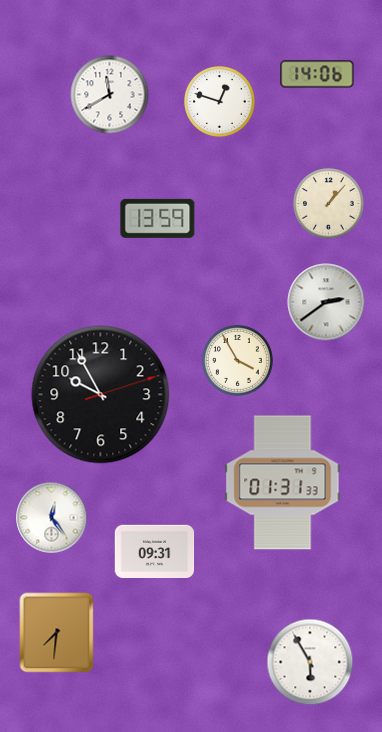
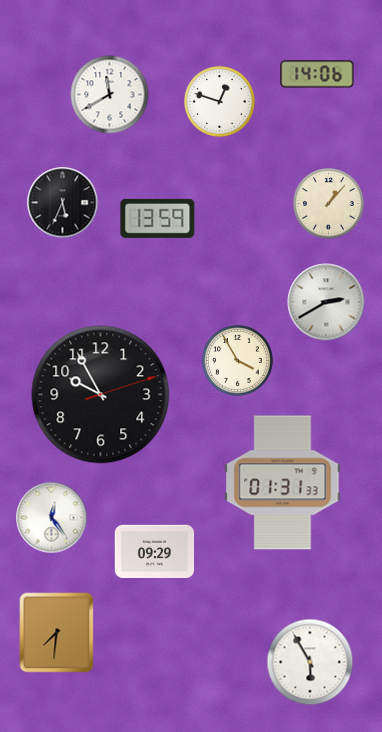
clock at (63, 203): none -> 5:34
clock at (326, 302): 2:39 -> 2:40
clock at (155, 551): 09:31 -> 09:29
